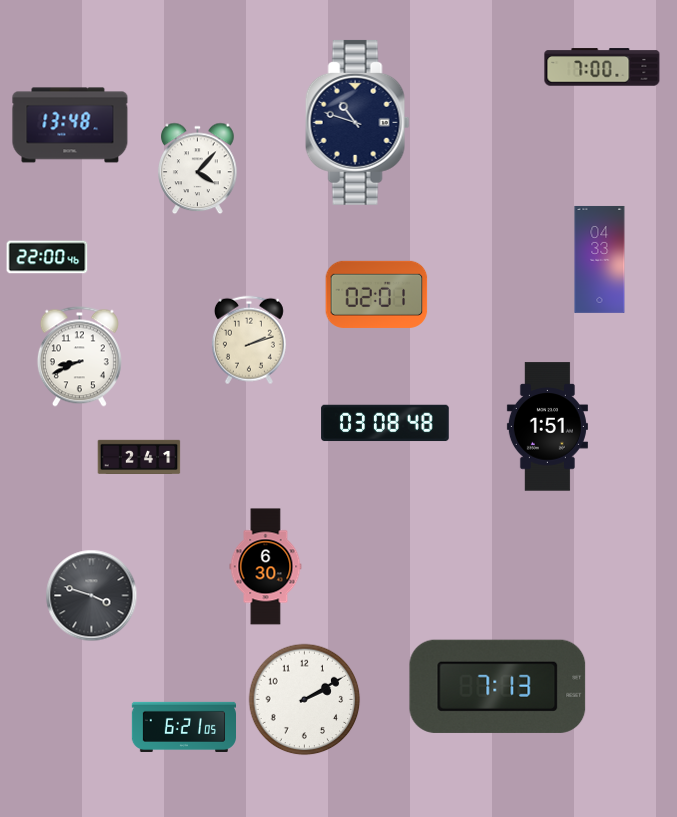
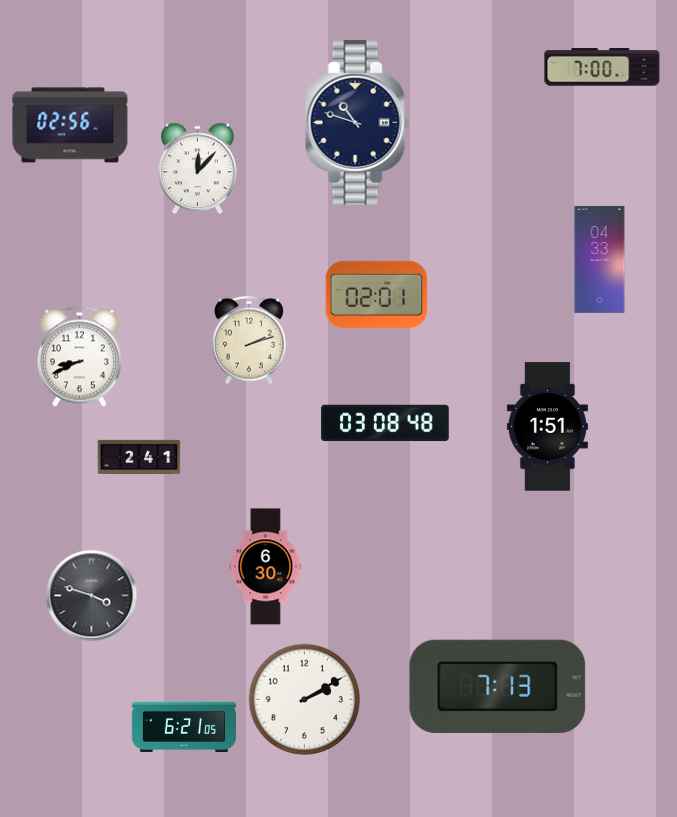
clock at (70, 125): 13:48 -> 02:56
clock at (198, 169): 4:07 -> 12:07
clock at (47, 257): 22:00 -> none
